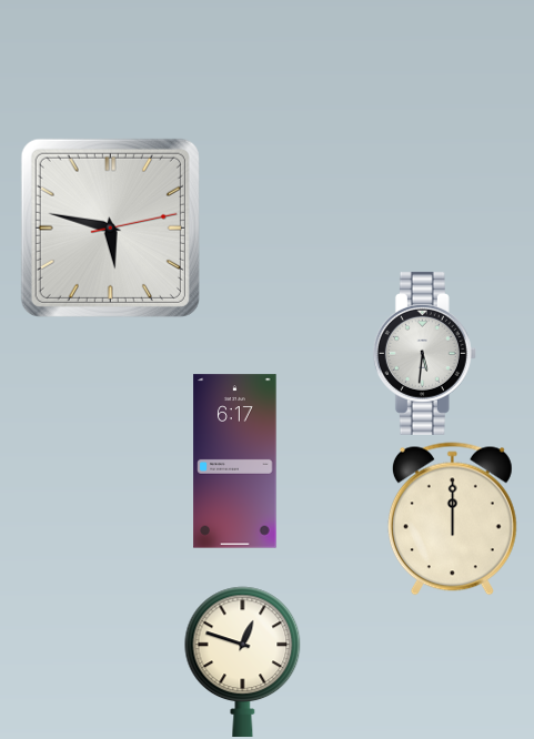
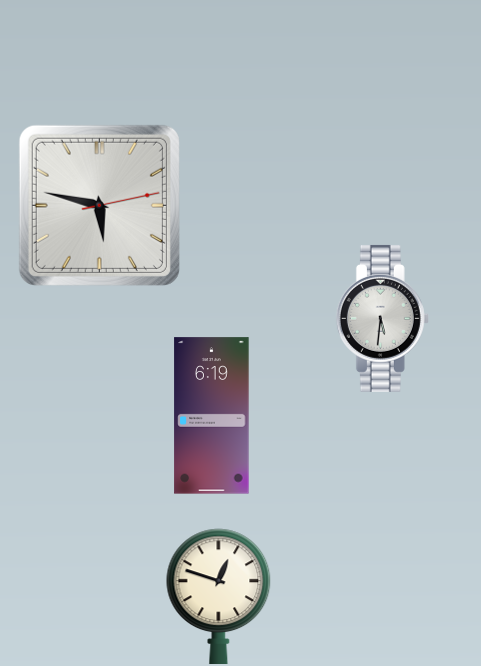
clock at (235, 462): 6:17 -> 6:19
clock at (452, 519): 12:00 -> none
